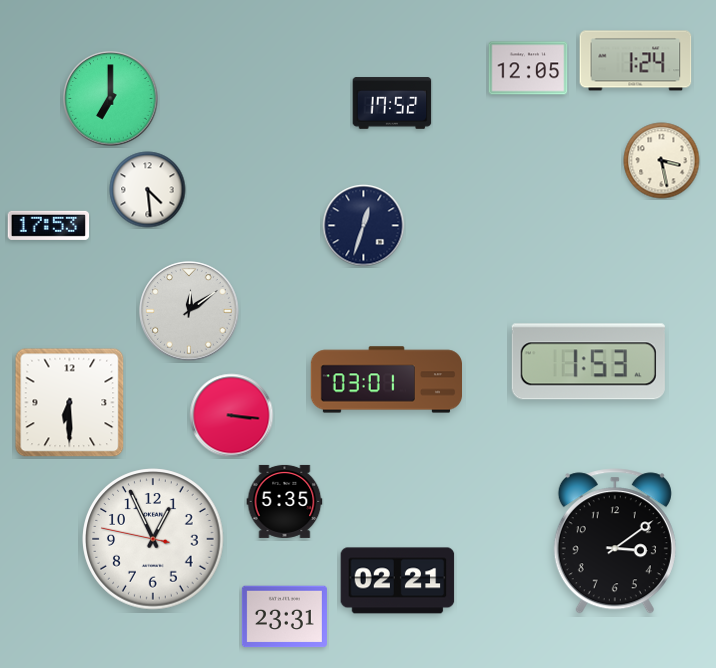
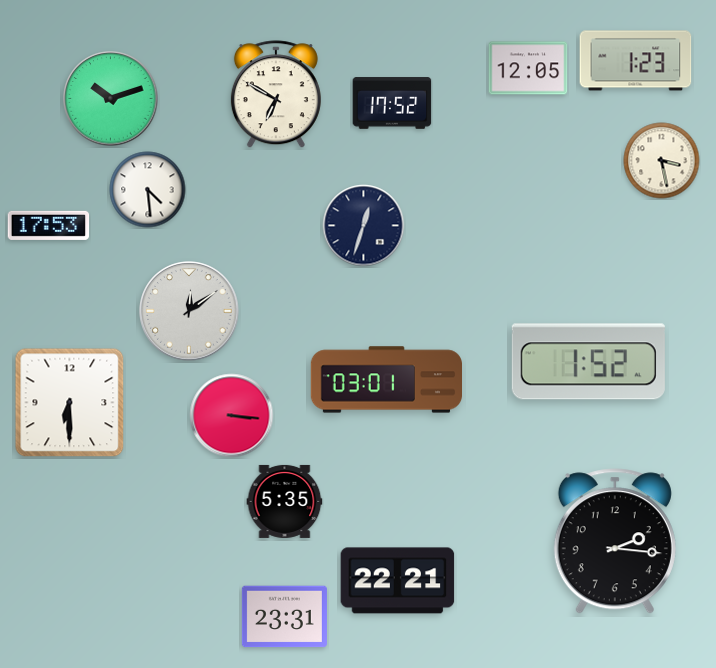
clock at (636, 61): 1:24 -> 1:23
clock at (276, 95): none -> 6:50
clock at (111, 99): 7:00 -> 10:12
clock at (588, 362): 1:53 -> 1:52
clock at (153, 539): 12:55 -> none
clock at (615, 541): 3:09 -> 2:16
clock at (398, 581): 02:21 -> 22:21
